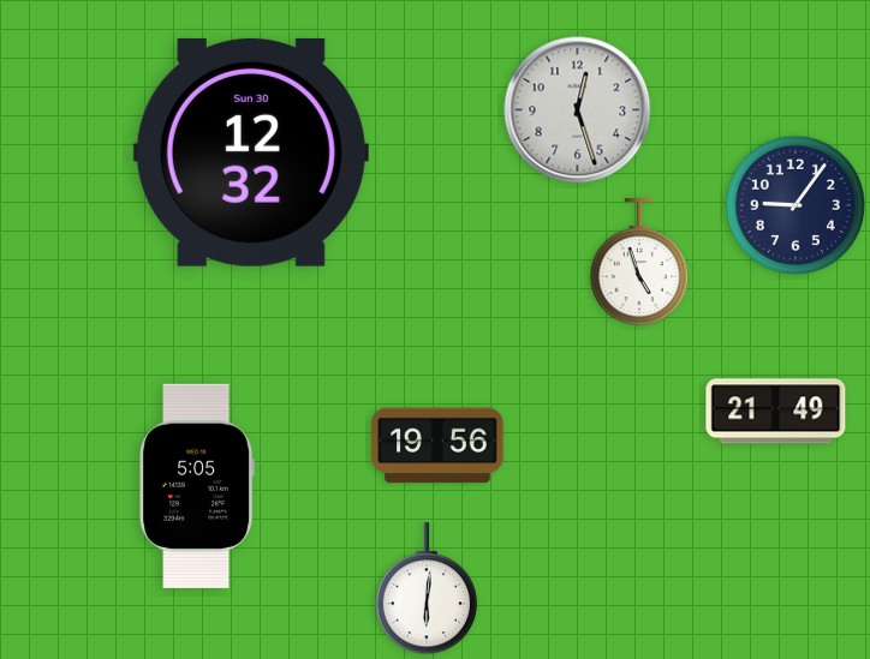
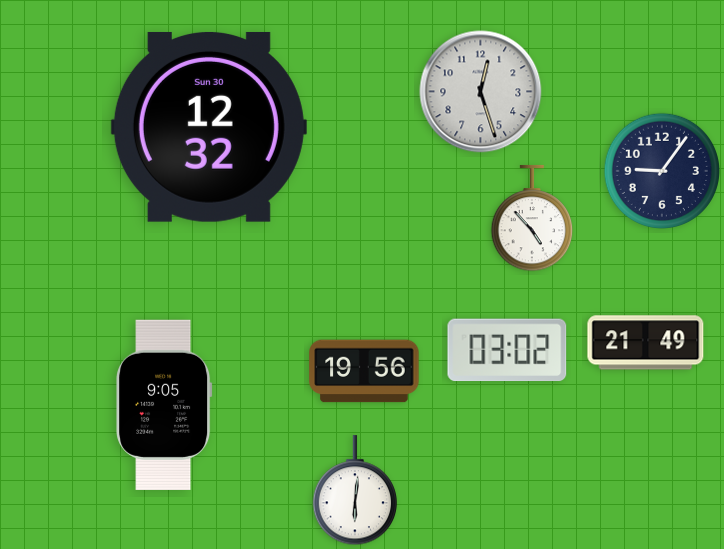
clock at (639, 262): 4:57 -> 4:53
clock at (507, 350): none -> 03:02
clock at (197, 486): 5:05 -> 9:05
